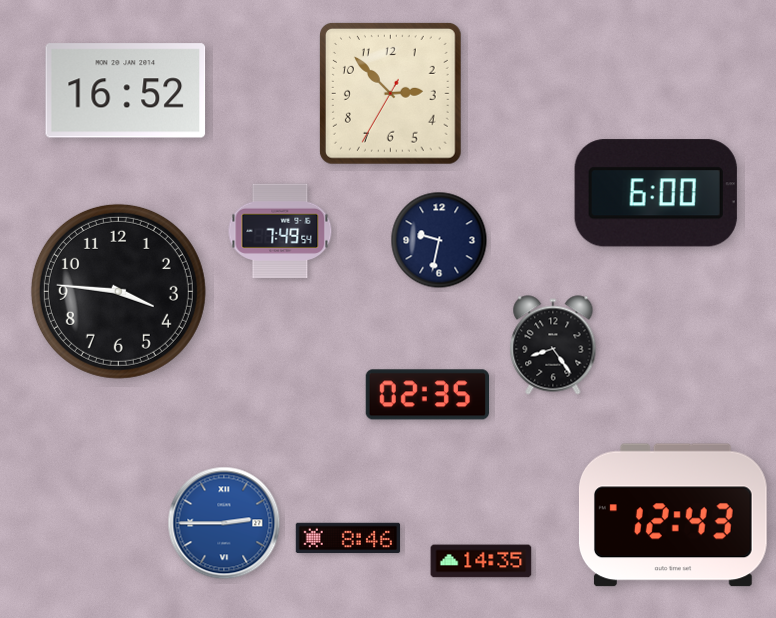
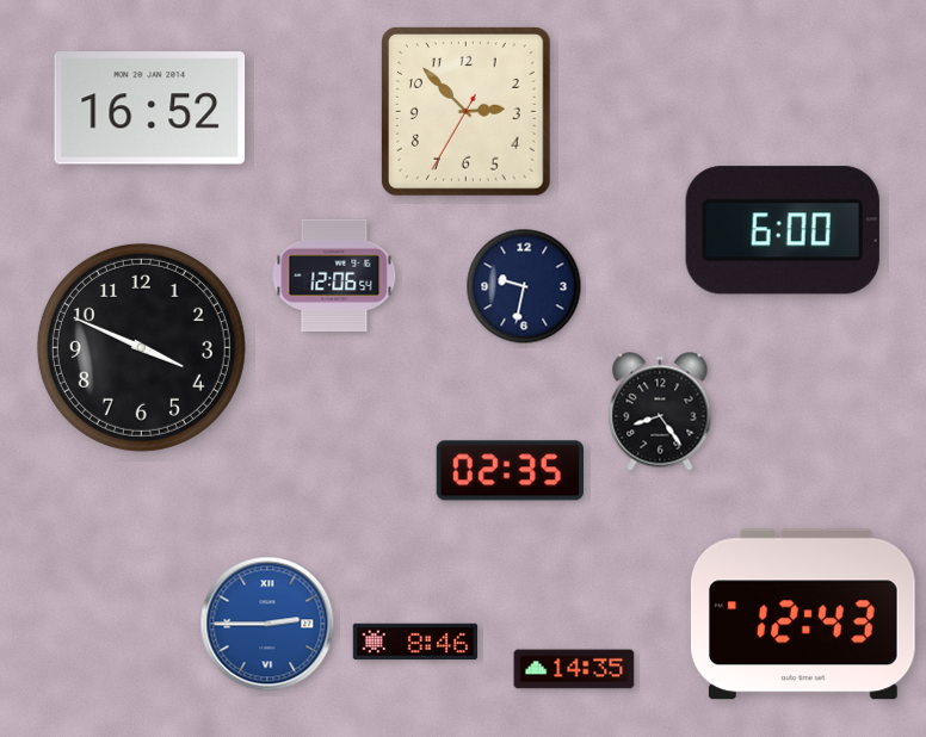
clock at (280, 231): 7:49 -> 12:06
clock at (118, 291): 3:46 -> 3:49
